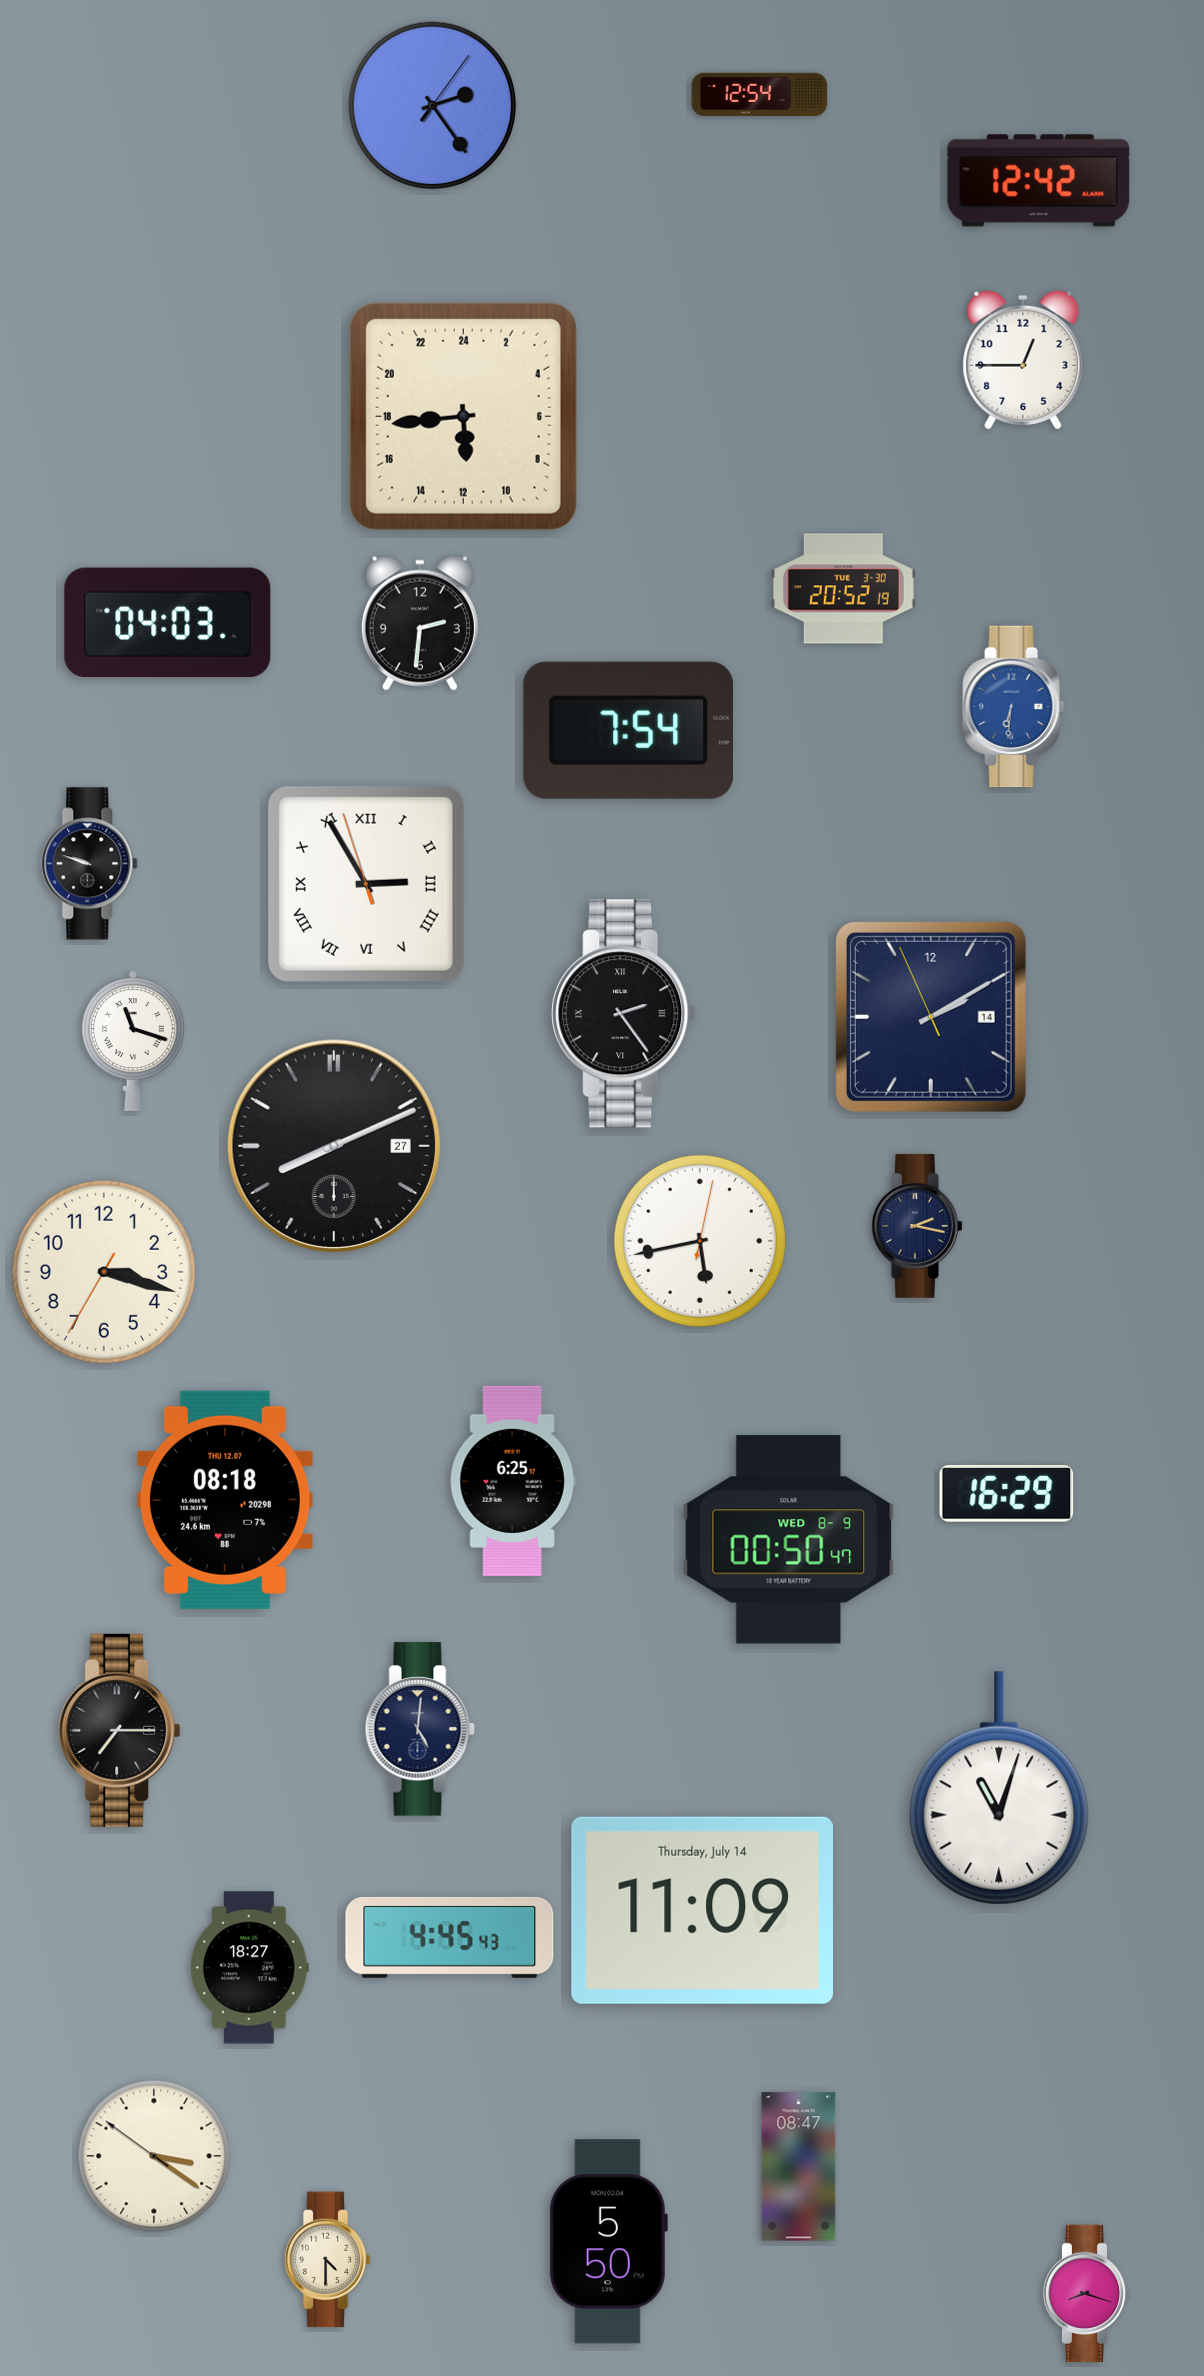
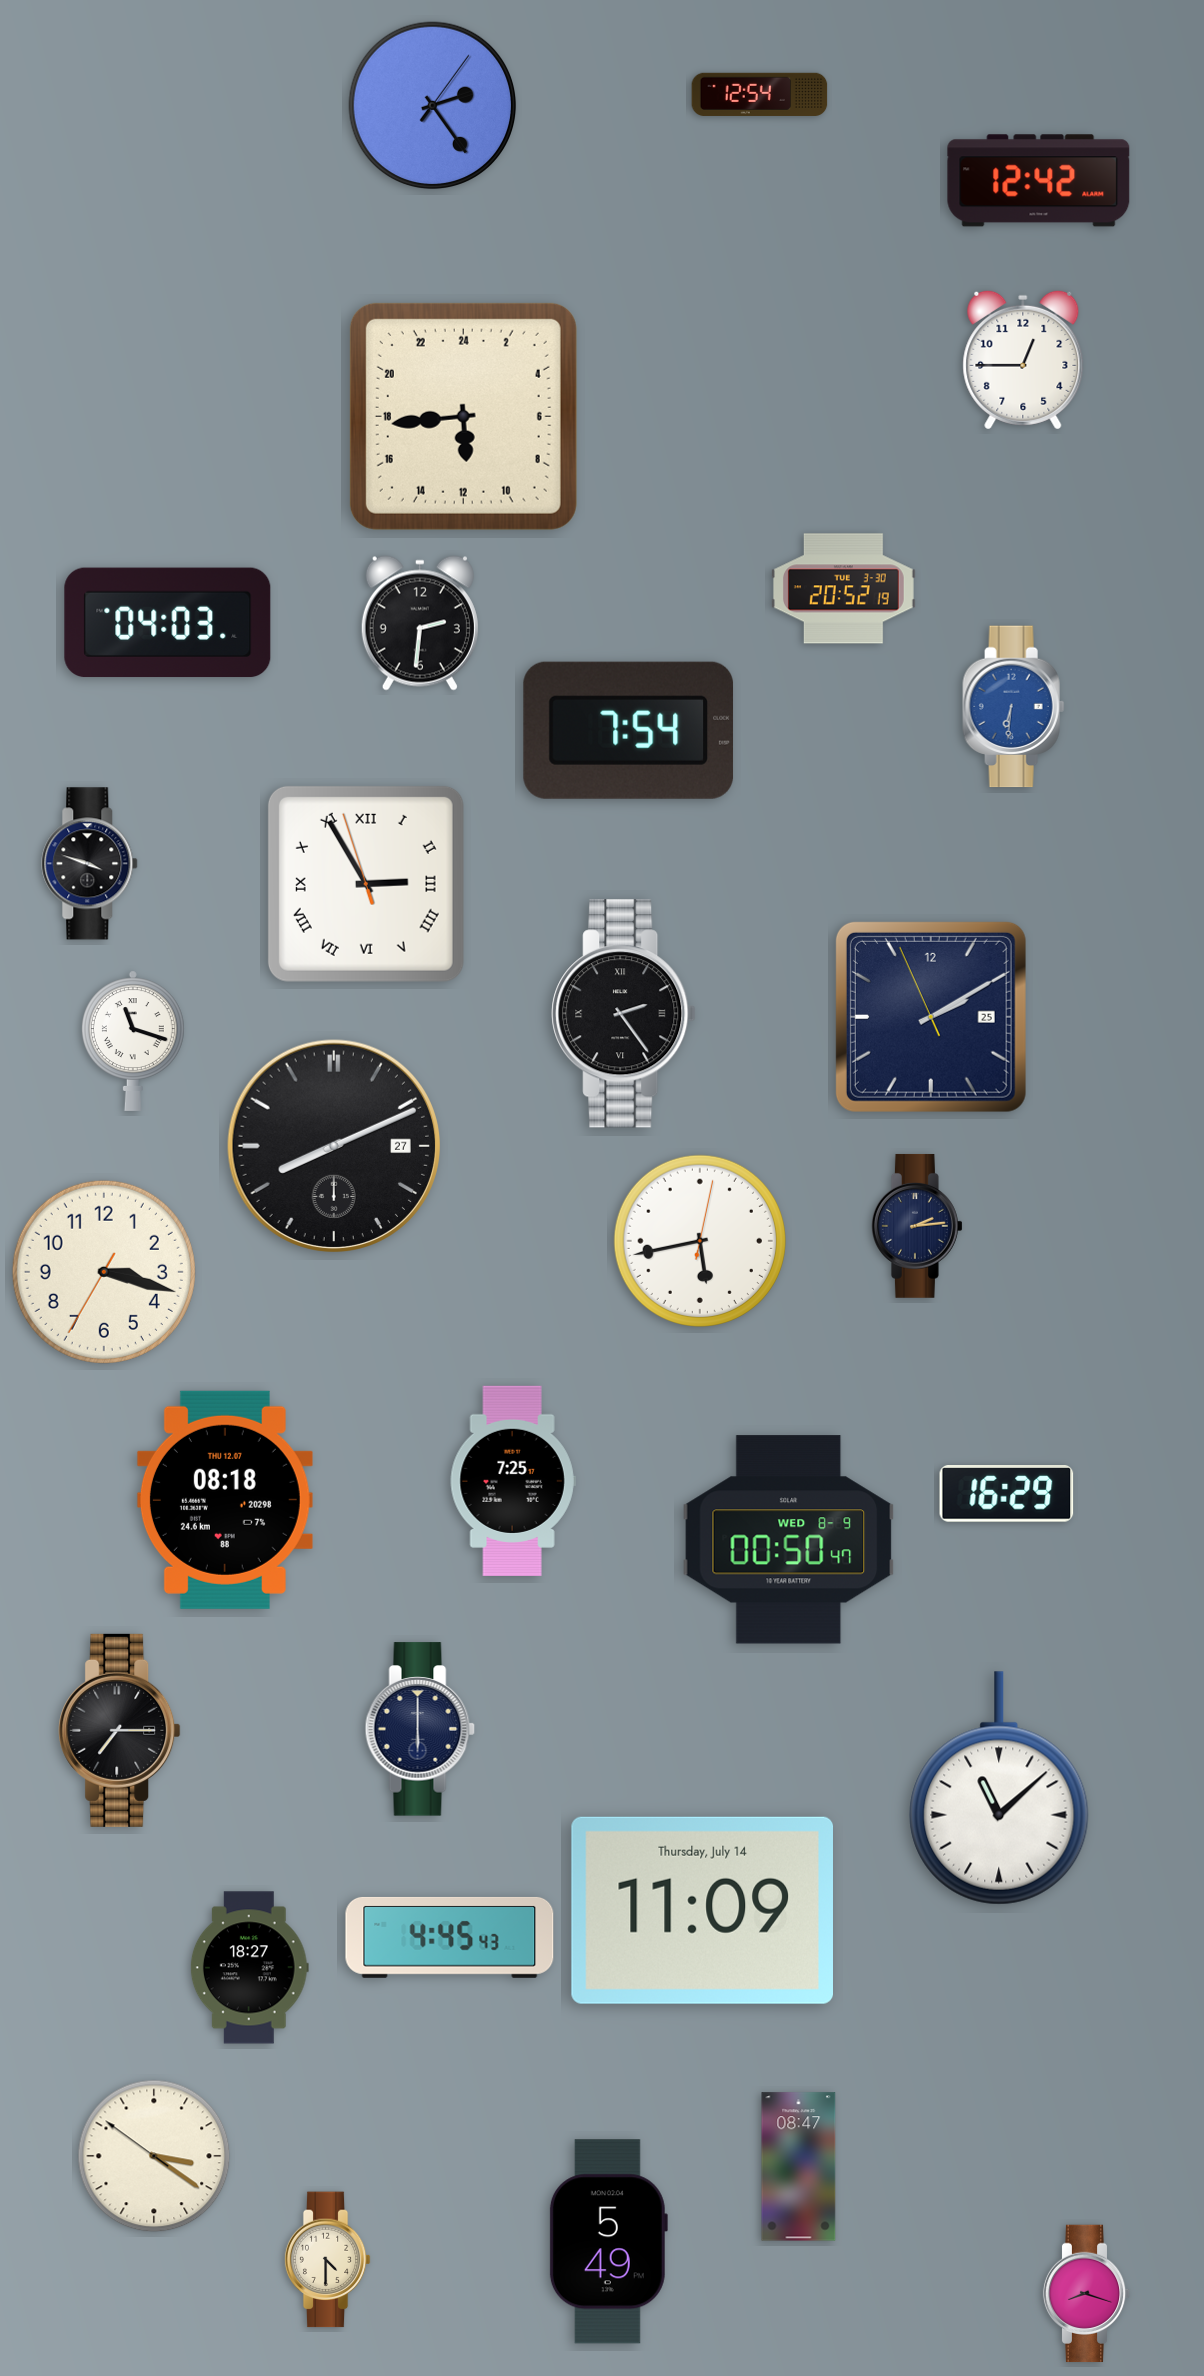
clock at (90, 864): 9:48 -> 3:48
clock at (931, 1017) date: 14 -> 25
clock at (917, 1226): 2:17 -> 2:14
clock at (513, 1481): 6:25 -> 7:25
clock at (420, 1729): 5:01 -> 6:00
clock at (999, 1788): 11:03 -> 11:08
clock at (608, 2242): 5:50 -> 5:49
